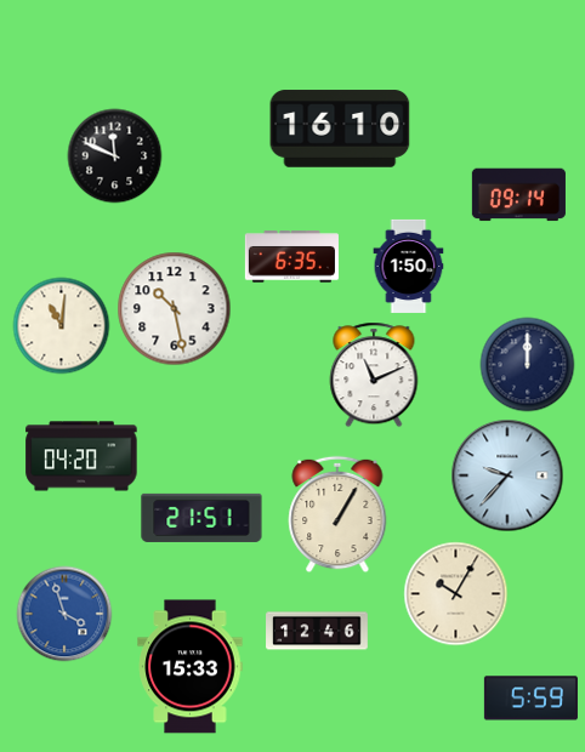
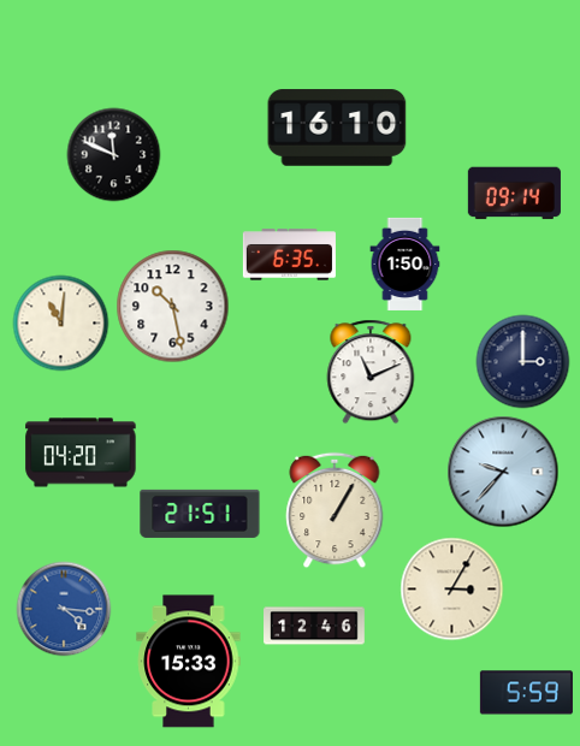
clock at (527, 364): 12:00 -> 3:00
clock at (455, 593): 10:05 -> 3:05
clock at (64, 614): 3:57 -> 4:16
